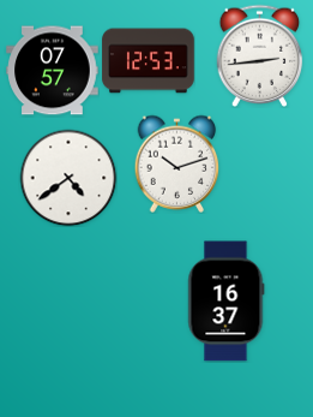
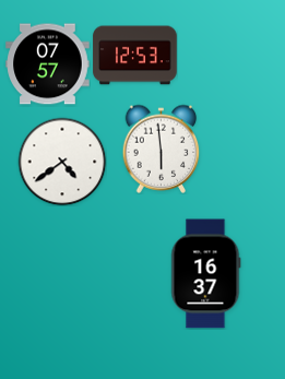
clock at (260, 55): 2:44 -> none
clock at (177, 163): 10:12 -> 5:59
